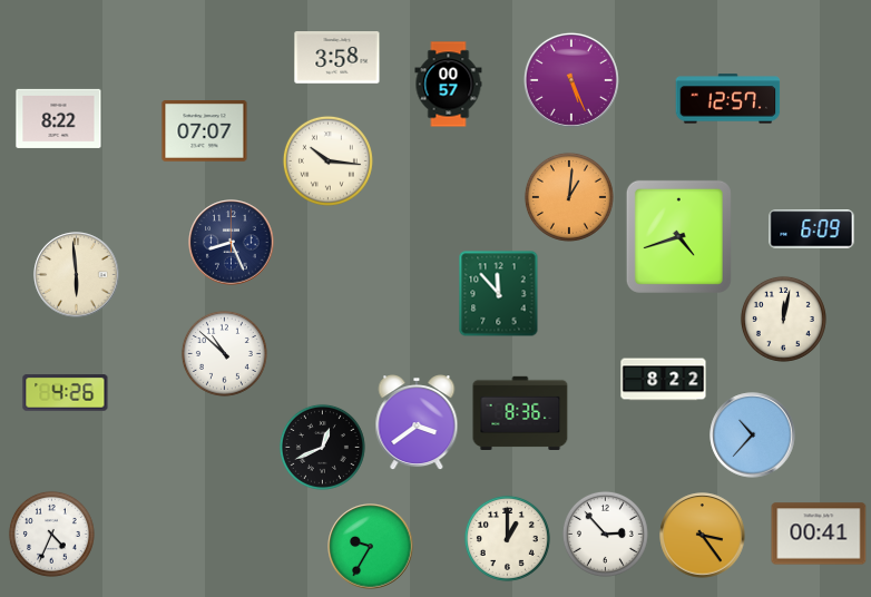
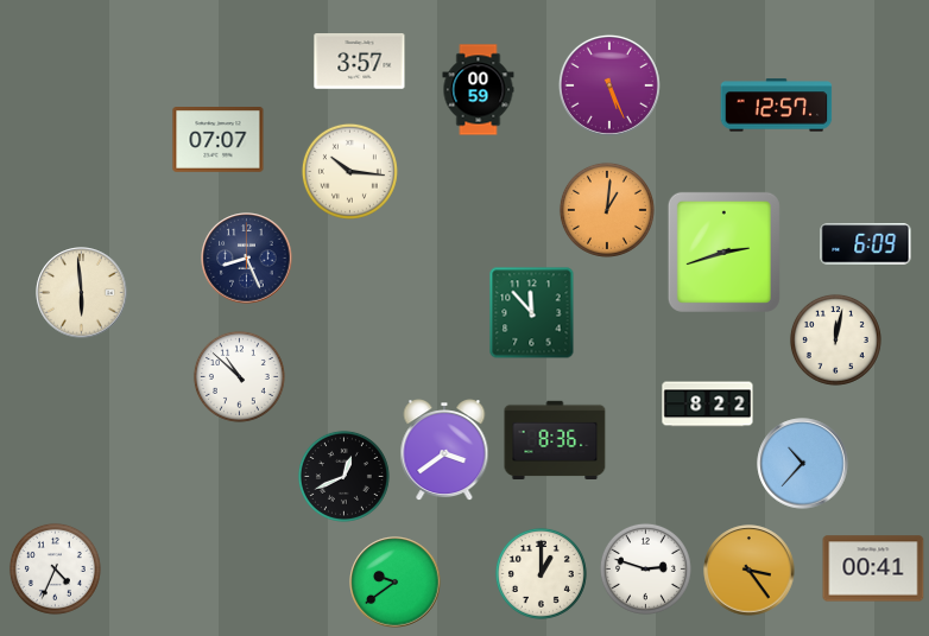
clock at (337, 58): 3:58 -> 3:57
clock at (449, 85): 00:57 -> 00:59
clock at (59, 118): 8:22 -> none
clock at (678, 236): 4:42 -> 2:42
clock at (66, 393): 4:26 -> none
clock at (605, 534): 2:53 -> 2:48
clock at (371, 547): 9:35 -> 9:39
